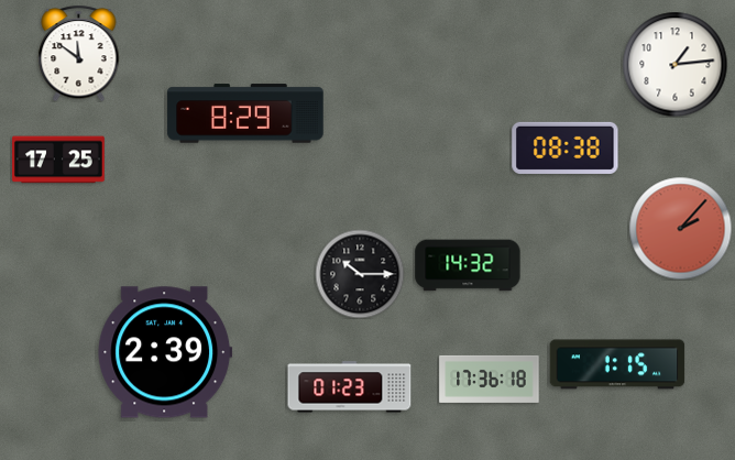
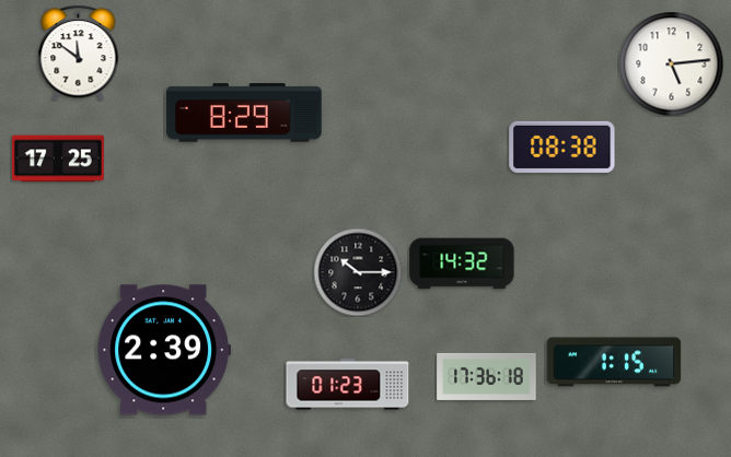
clock at (674, 64): 1:14 -> 5:14
clock at (680, 228): 2:07 -> none
clock at (468, 265) position: (468, 265) -> (462, 263)
